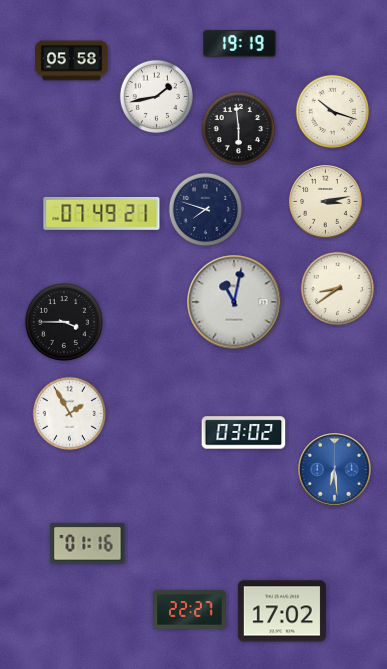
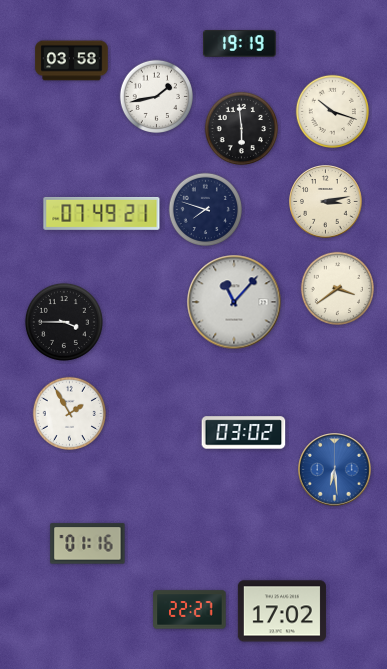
clock at (72, 61): 05:58 -> 03:58
clock at (238, 128) position: (238, 128) -> (241, 128)
clock at (337, 288): 8:39 -> 3:39
clock at (234, 302): 11:02 -> 11:07
